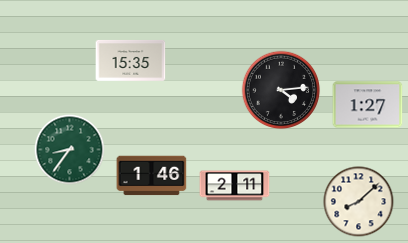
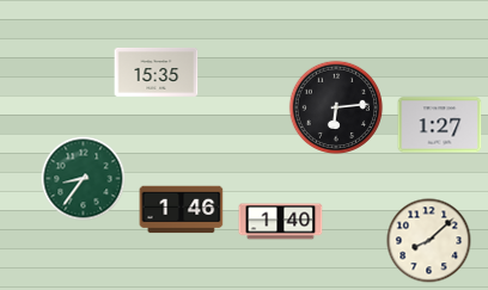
clock at (281, 90): 4:14 -> 6:14
clock at (235, 186): 2:11 -> 1:40
